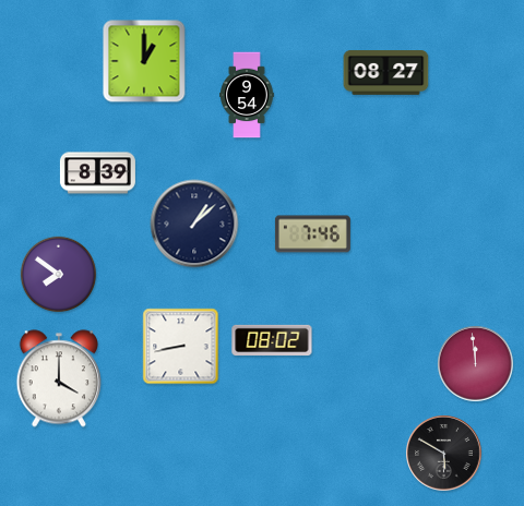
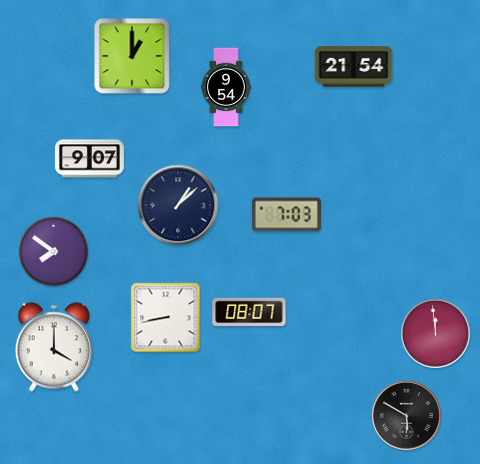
clock at (386, 73): 08:27 -> 21:54
clock at (97, 173): 8:39 -> 9:07
clock at (312, 234): 7:46 -> 7:03
clock at (272, 339): 08:02 -> 08:07
